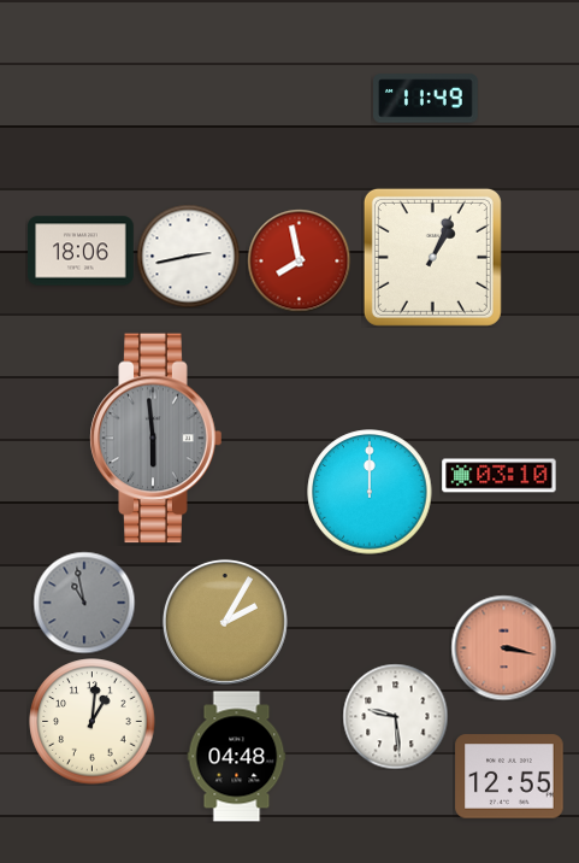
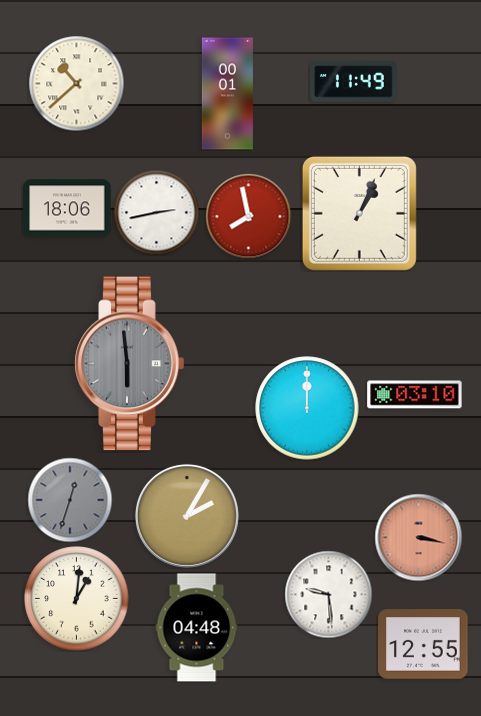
clock at (76, 83): none -> 10:38
clock at (227, 94): none -> 00:01
clock at (84, 603): 10:58 -> 12:33
